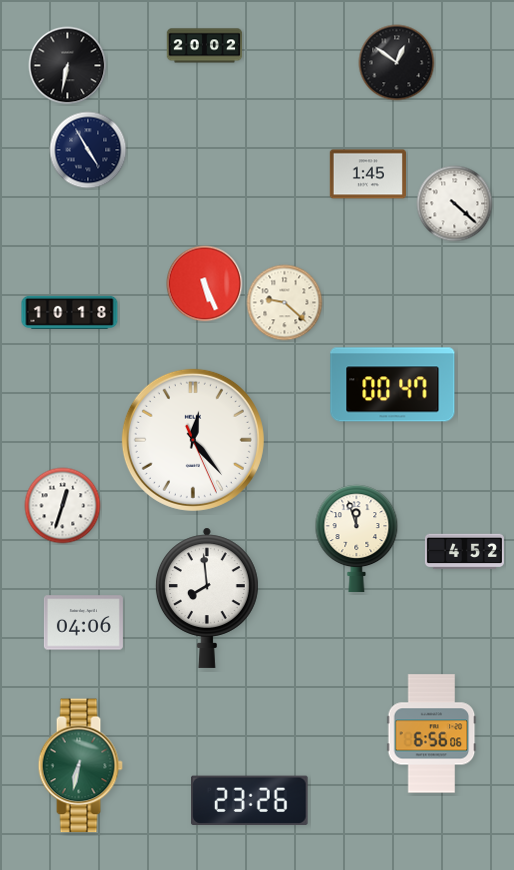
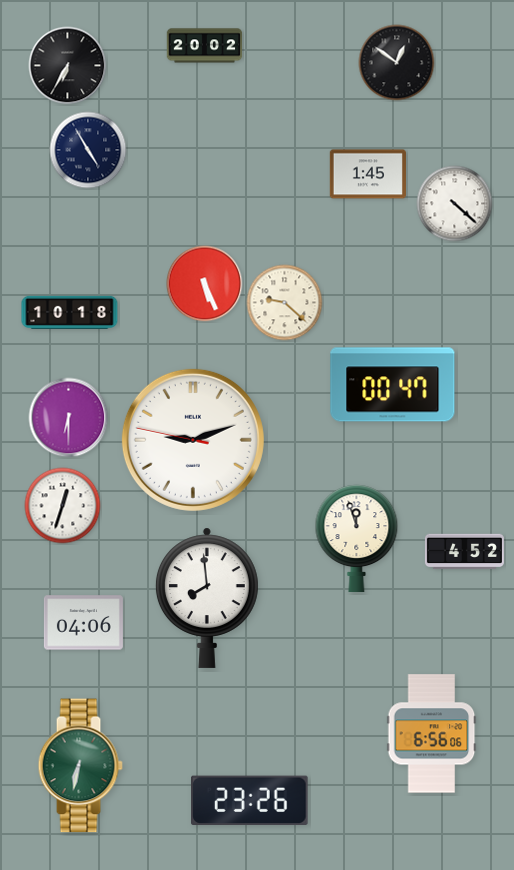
clock at (68, 66): 6:32 -> 6:35
clock at (69, 418): none -> 6:30
clock at (193, 440): 12:23 -> 9:11
